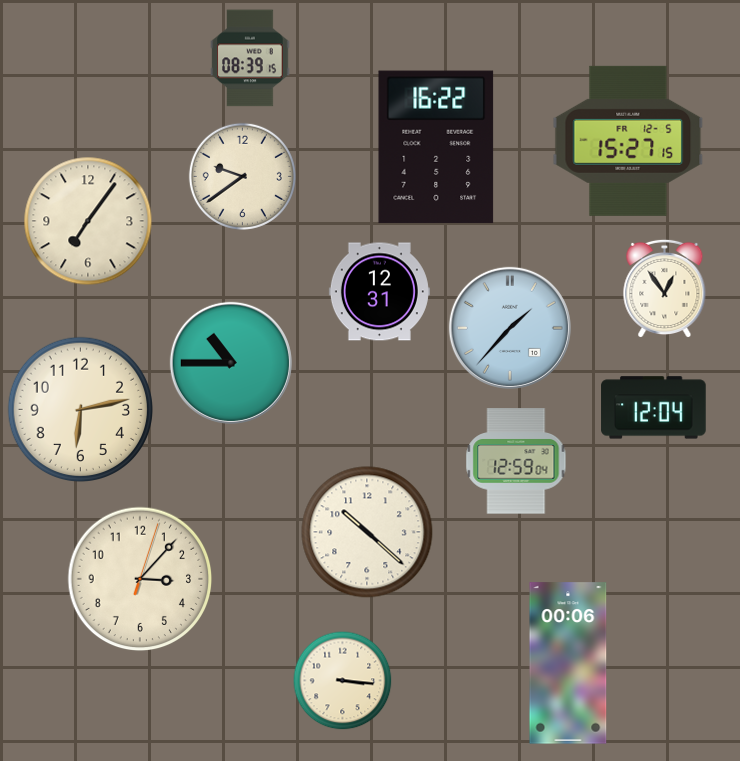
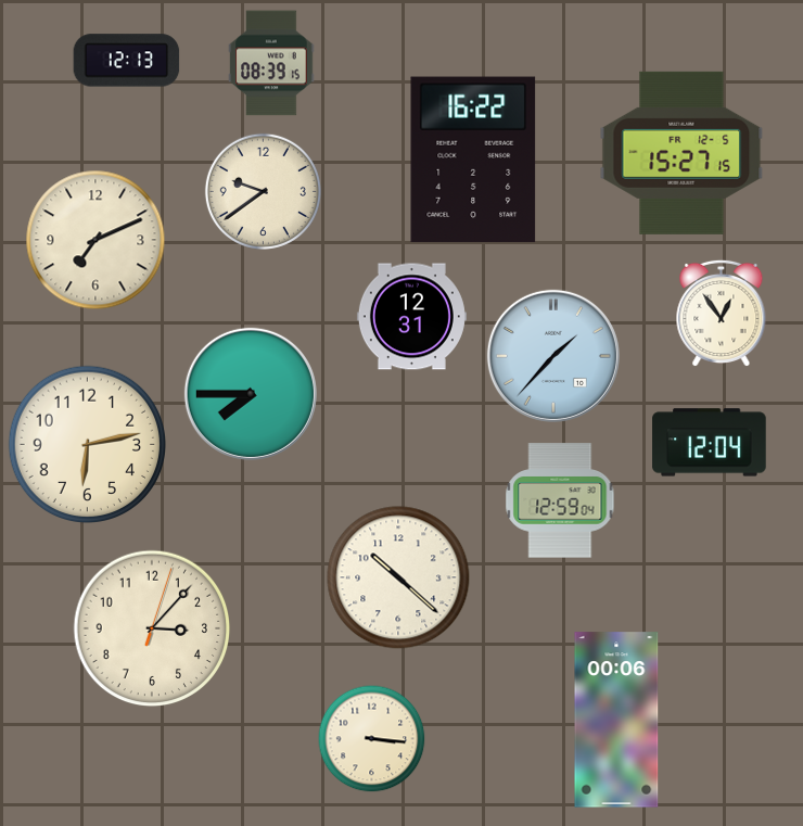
clock at (127, 61): none -> 12:13
clock at (88, 221): 7:06 -> 7:11
clock at (231, 363): 10:45 -> 7:45
